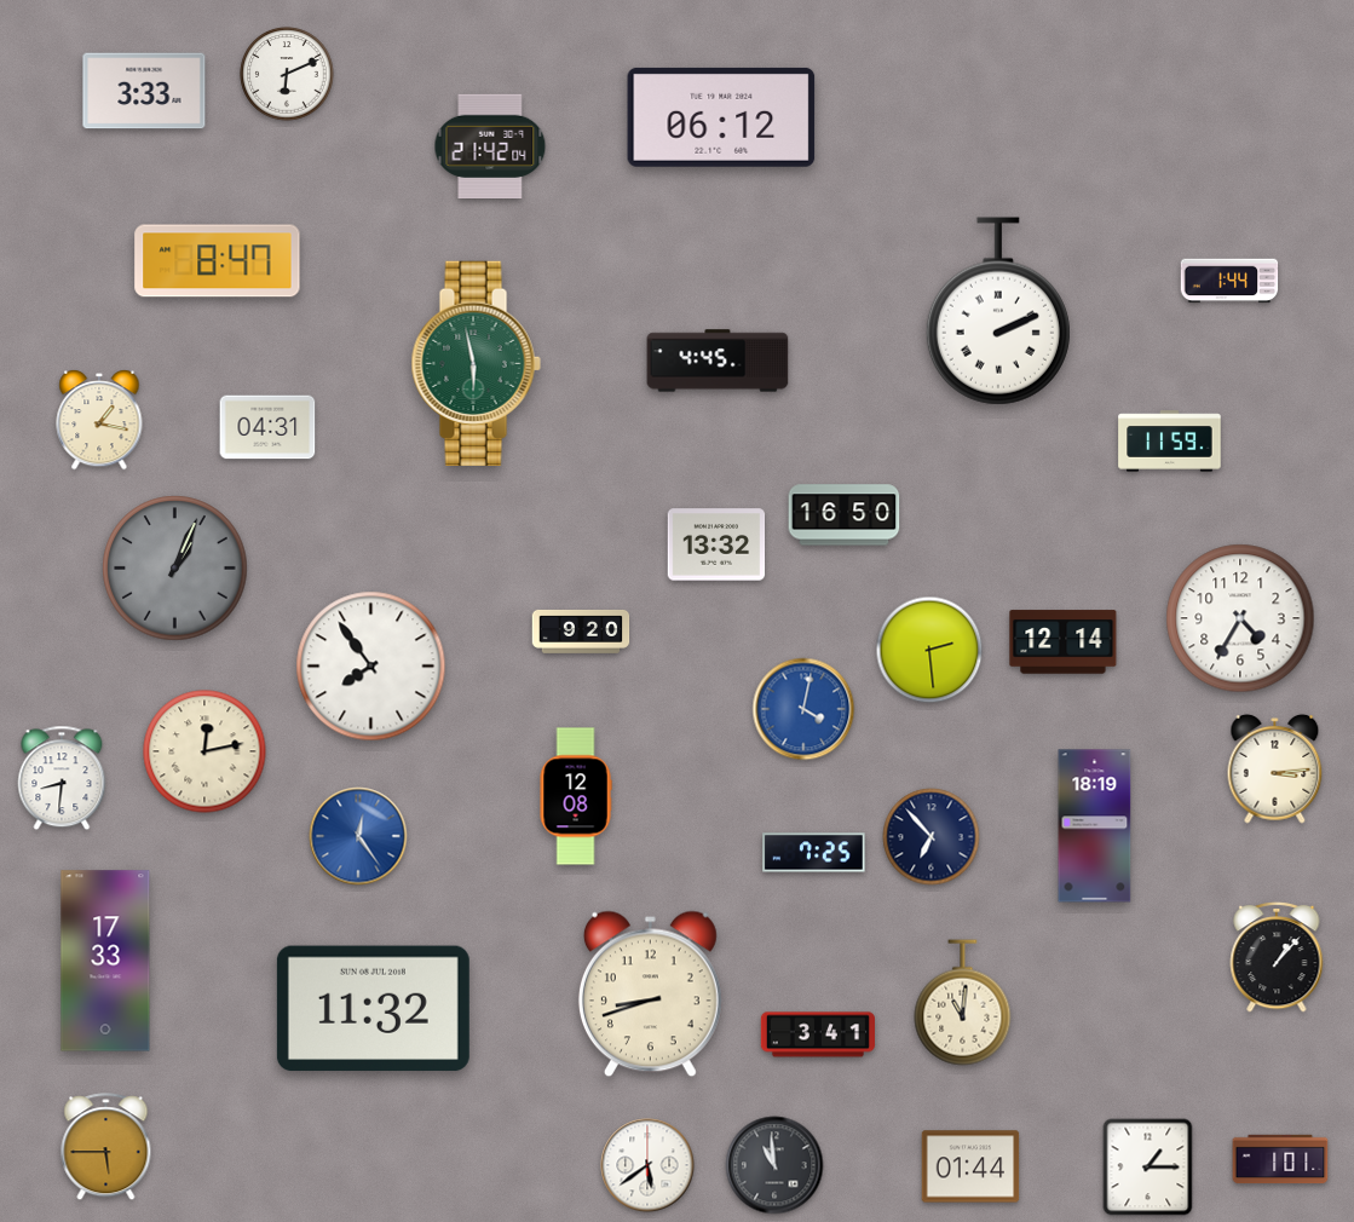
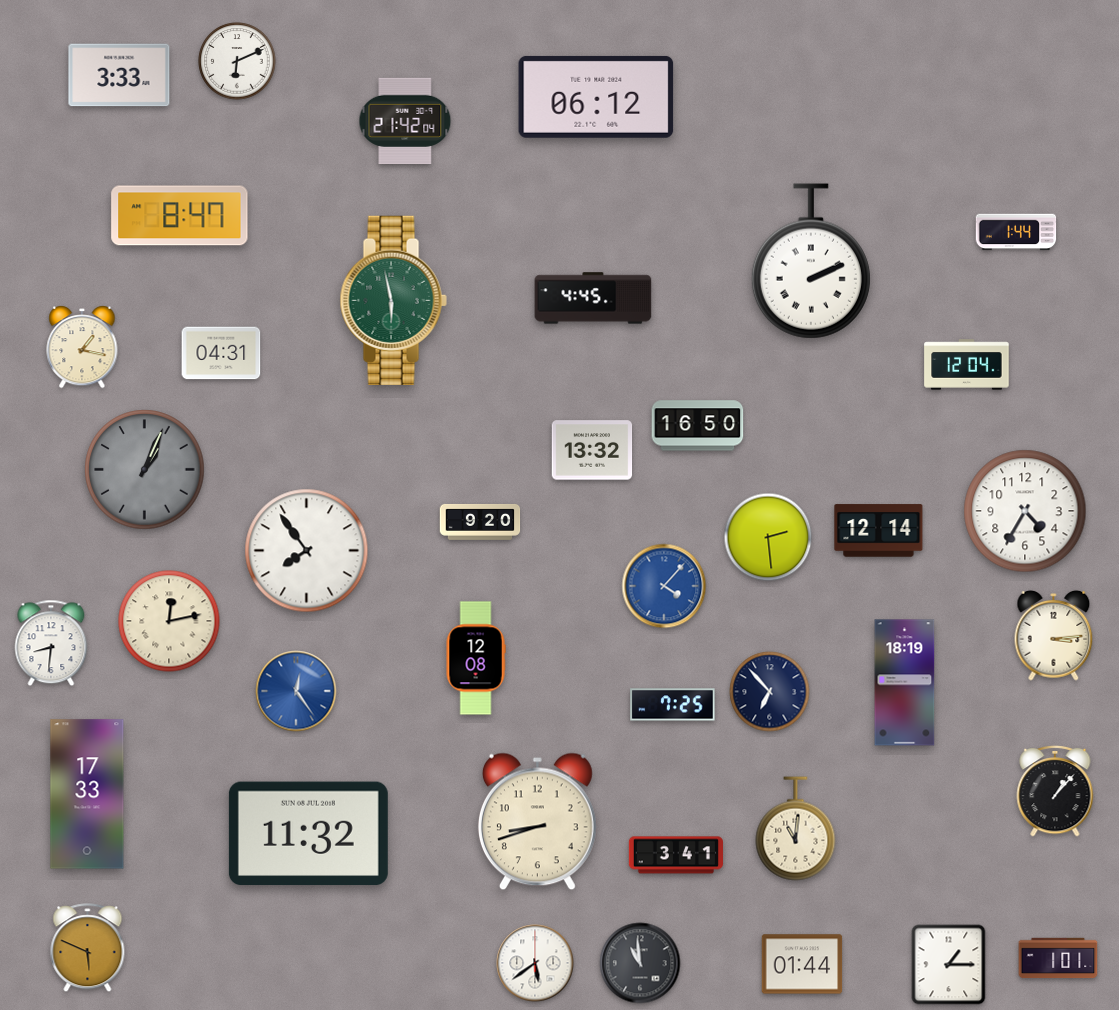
clock at (998, 311) position: (998, 311) -> (811, 261)
clock at (1170, 442): 11:59 -> 12:04
clock at (803, 709): 4:02 -> 4:07
clock at (106, 1147): 5:45 -> 5:49
